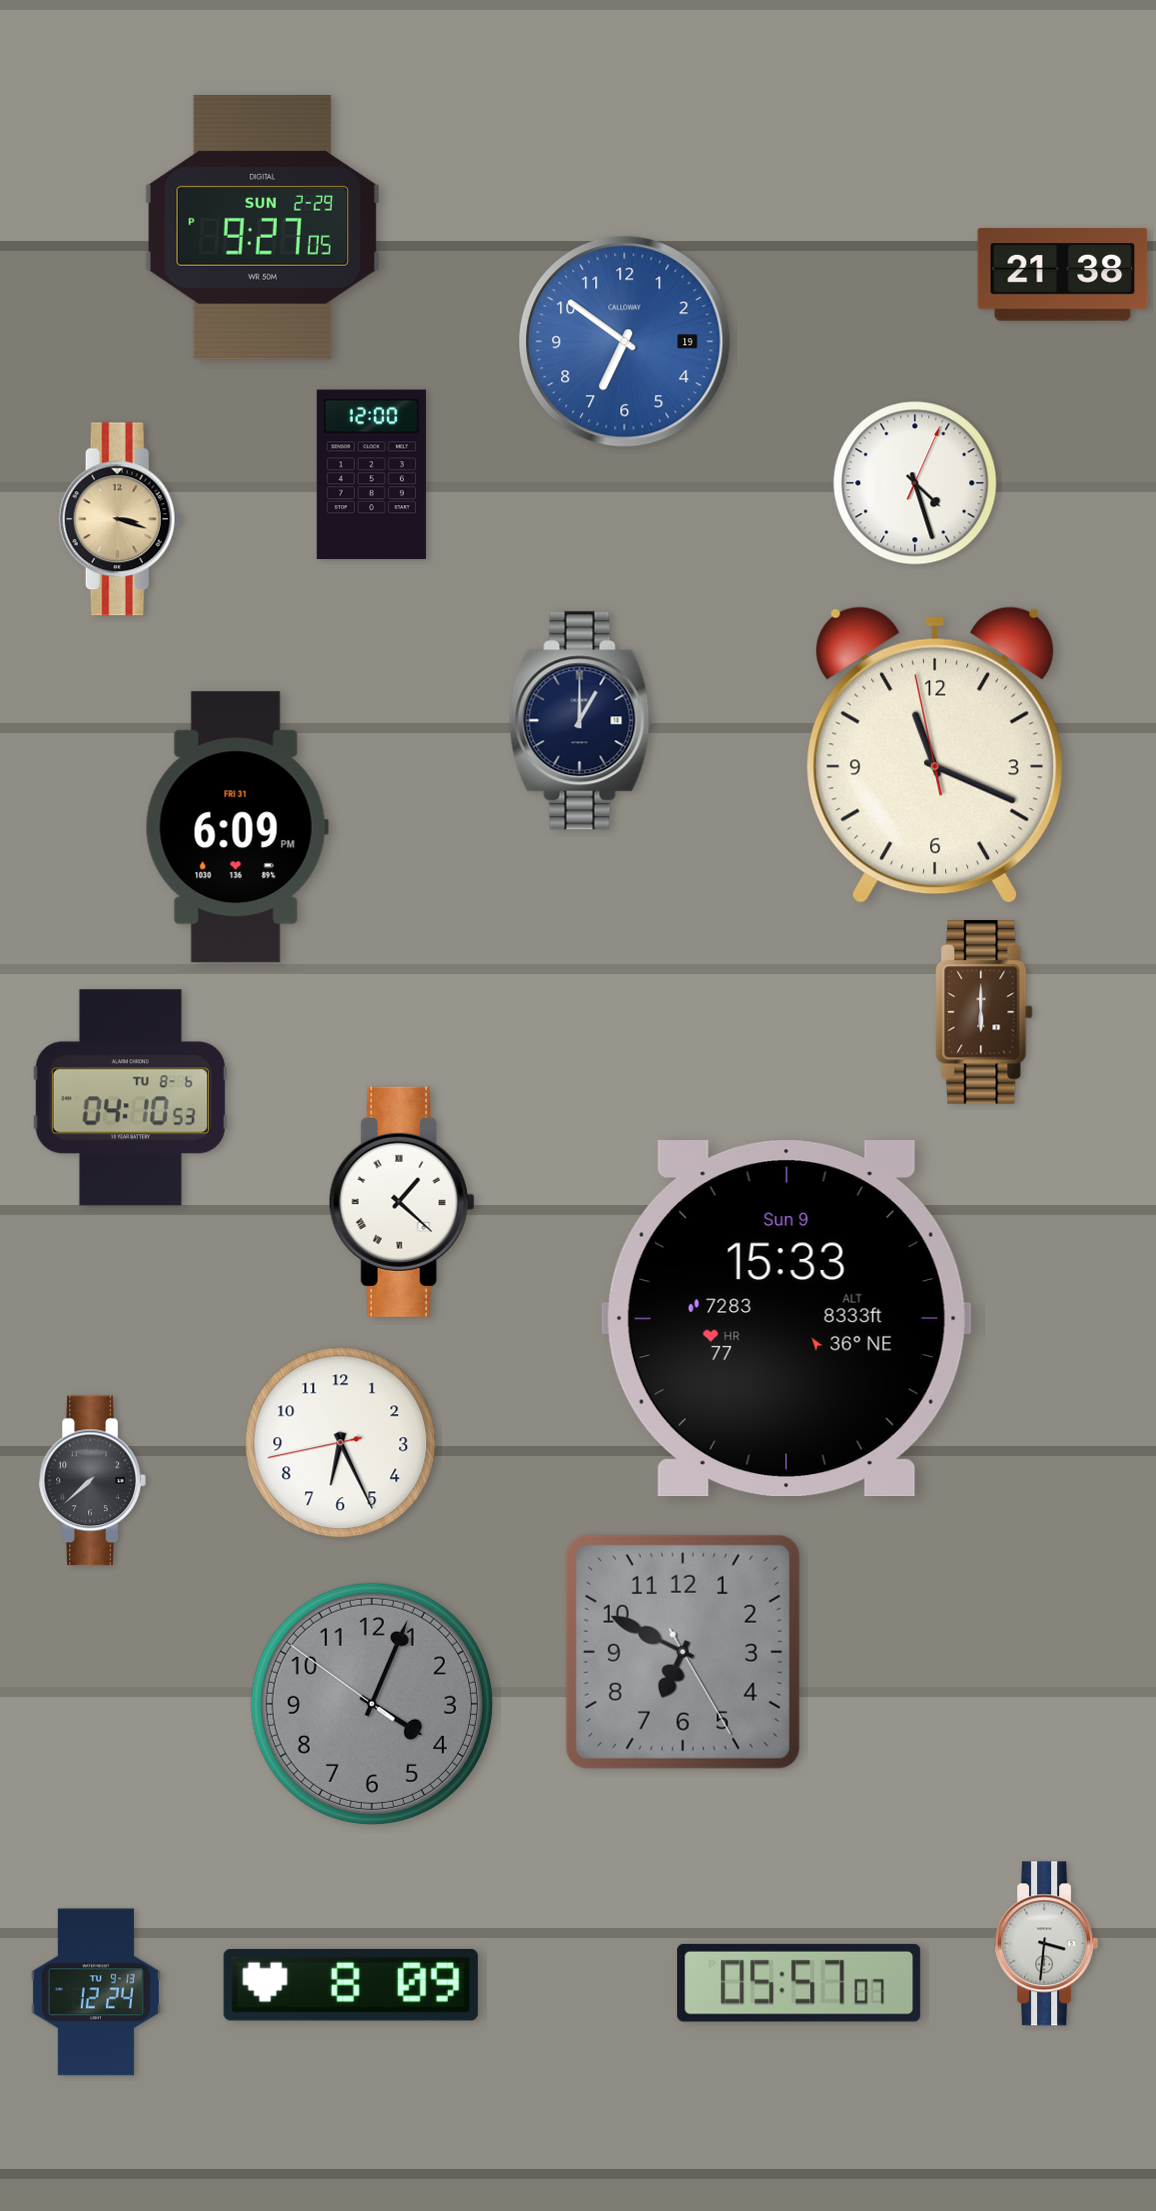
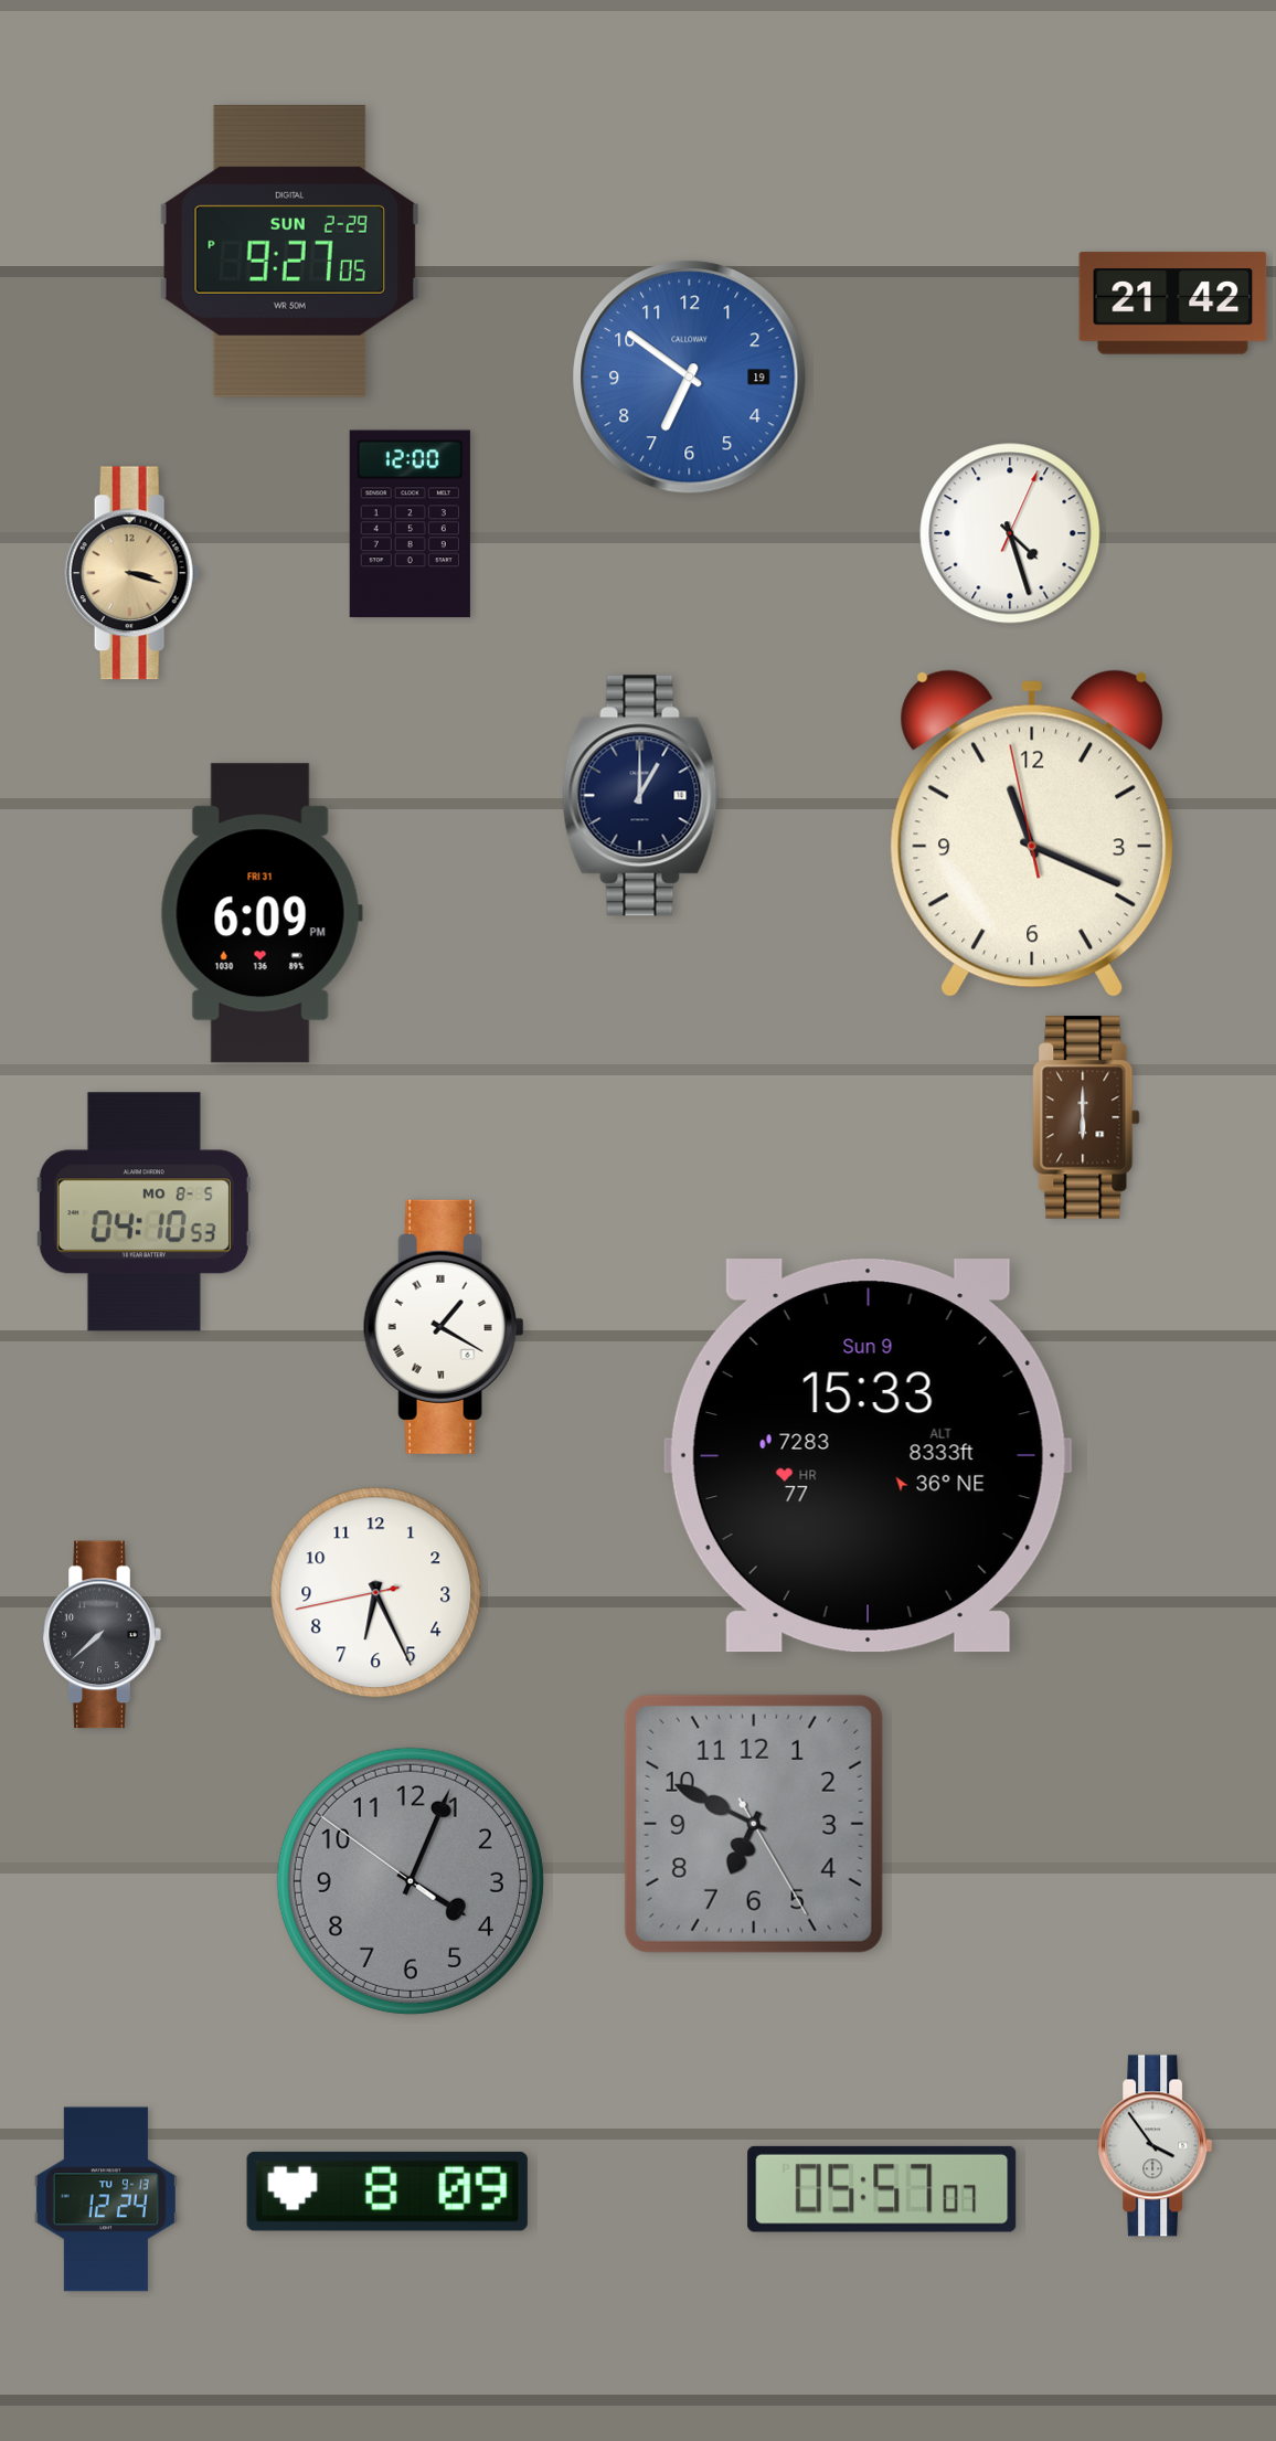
clock at (1063, 275): 21:38 -> 21:42
clock at (130, 1098) date: TU 8-6 -> MO 8-5
clock at (402, 1202): 1:22 -> 1:20
clock at (1047, 1944): 3:31 -> 3:54
